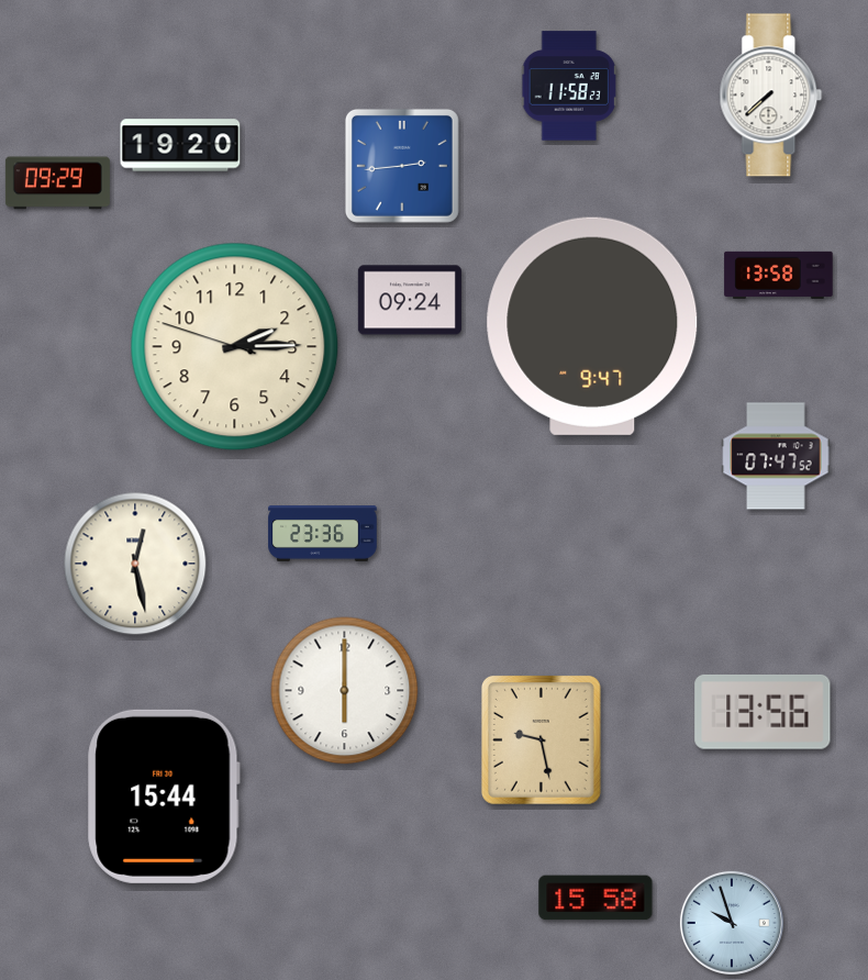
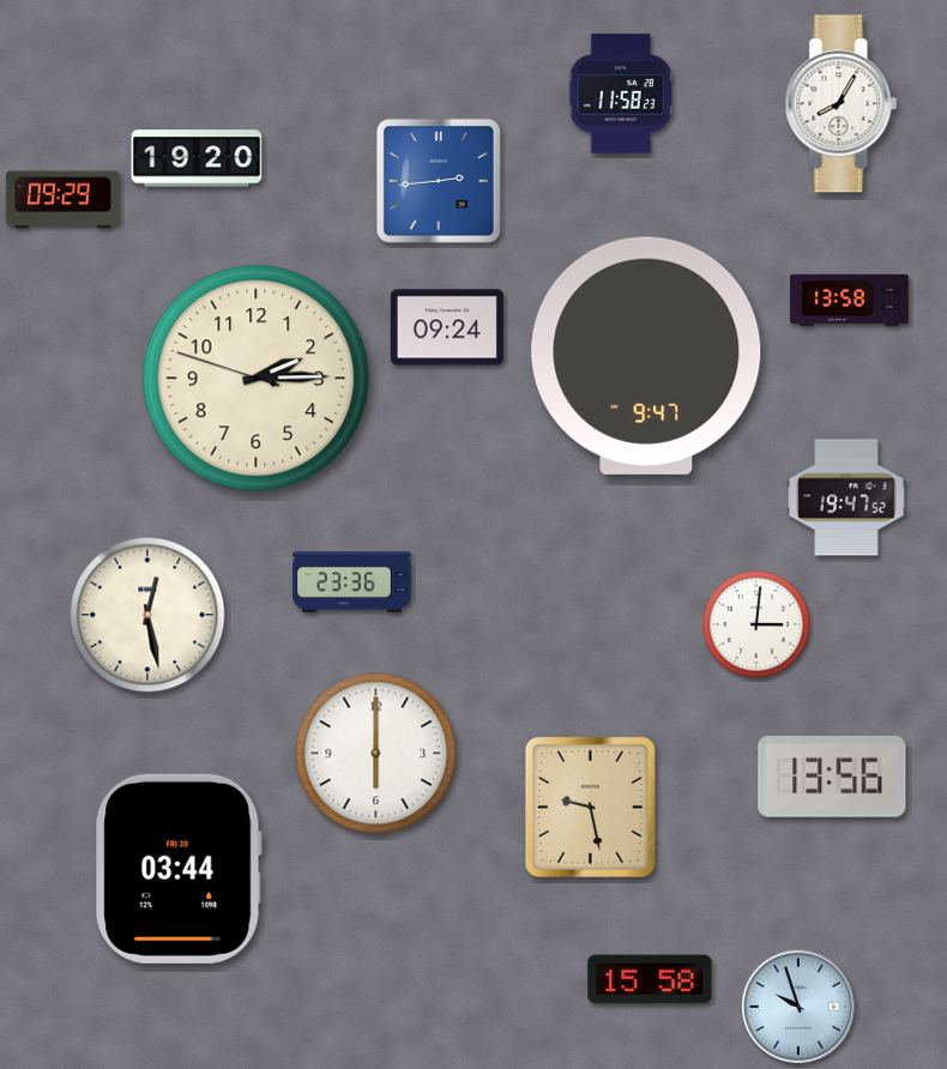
clock at (771, 96): 7:38 -> 8:05
clock at (776, 456): 07:47 -> 19:47
clock at (756, 624): none -> 3:01
clock at (164, 797): 15:44 -> 03:44
